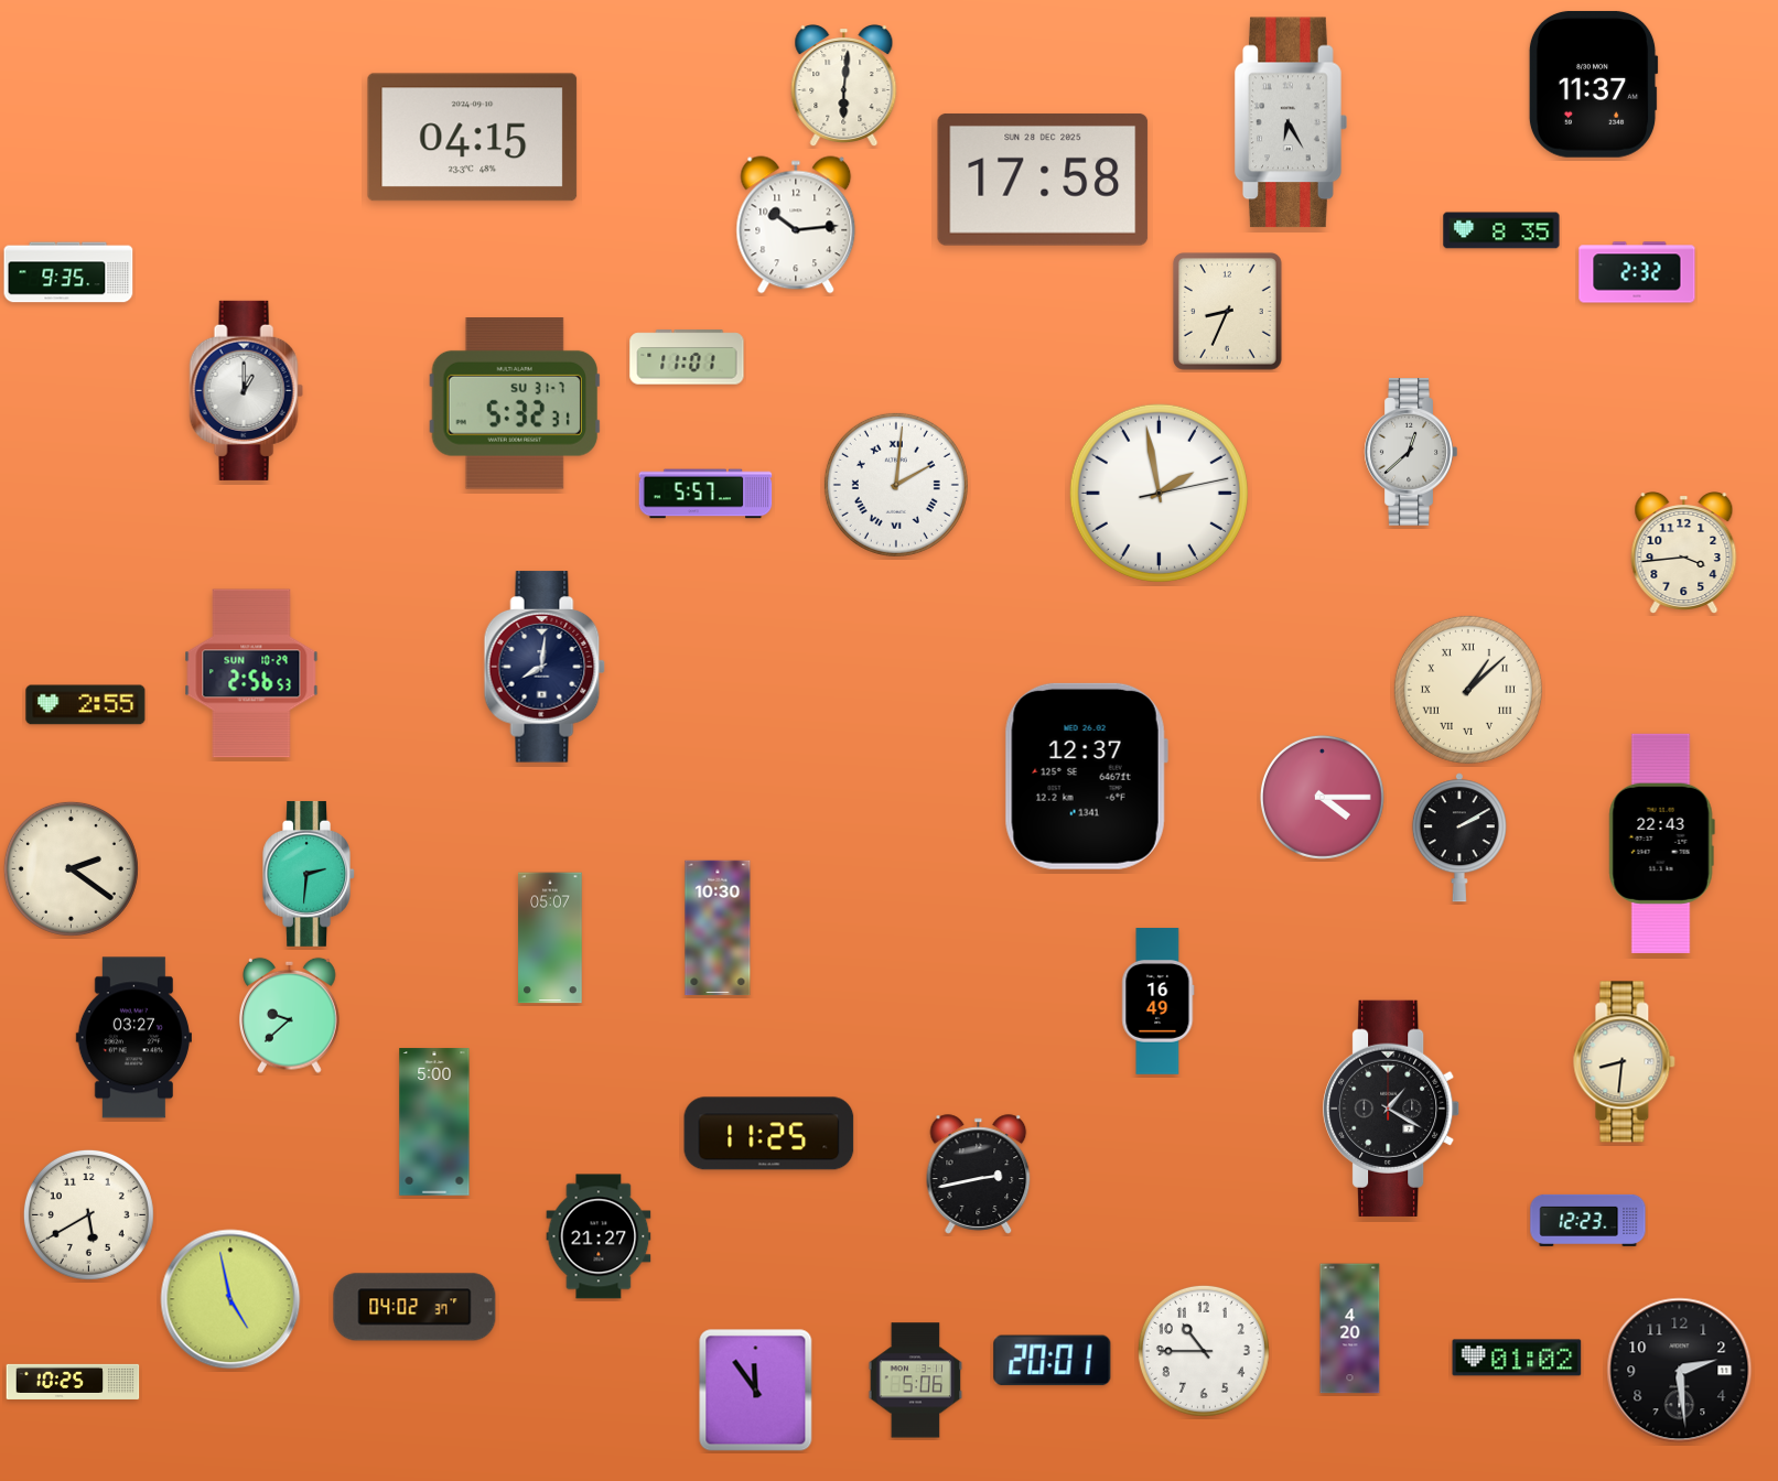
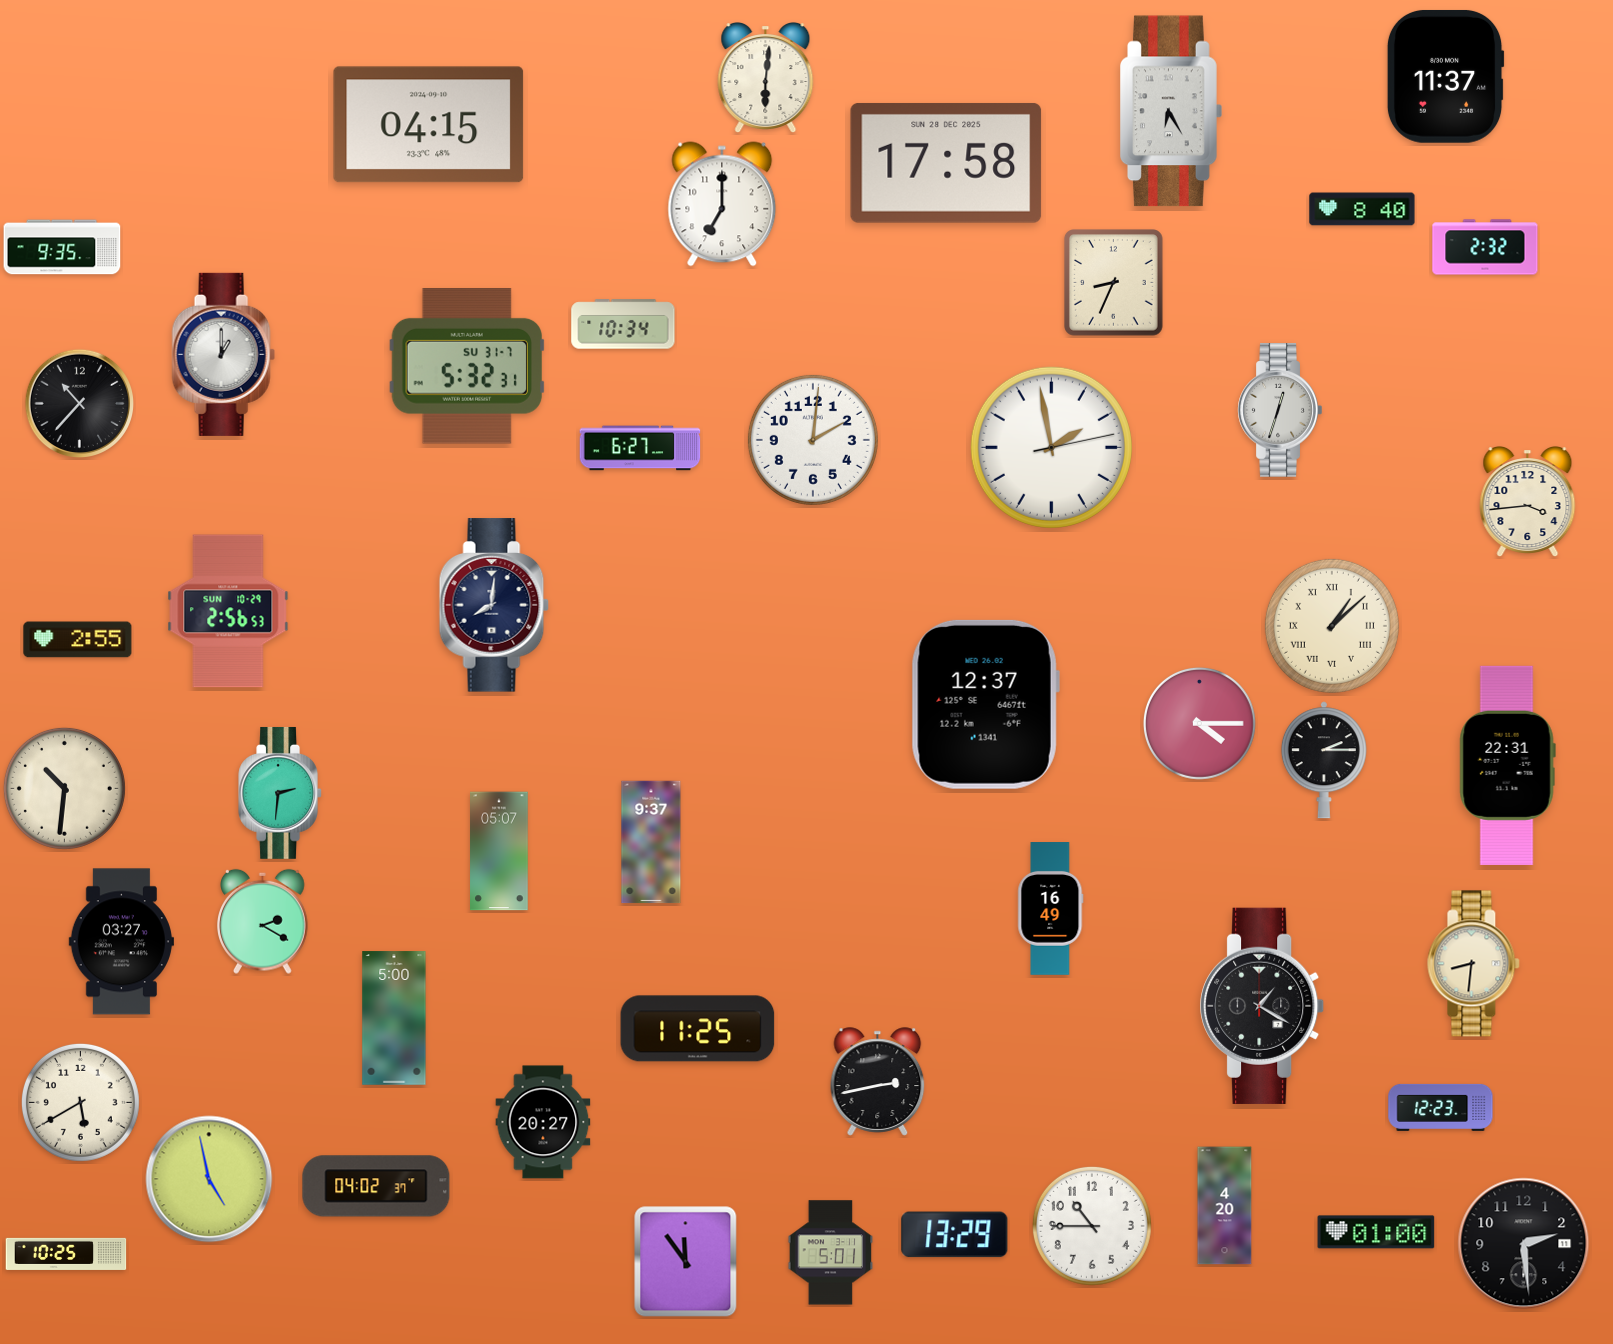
clock at (796, 225): 10:14 -> 7:00
clock at (1501, 230): 8:35 -> 8:40
clock at (687, 357): 11:01 -> 10:34
clock at (79, 403): none -> 10:37
clock at (1411, 452): 12:38 -> 12:33
clock at (896, 485) numerals: Roman -> Arabic
clock at (705, 494): 5:57 -> 6:27
clock at (1459, 837): 2:10 -> 2:15
clock at (1661, 843): 22:43 -> 22:31
clock at (71, 868): 2:21 -> 10:31
clock at (718, 928): 10:30 -> 9:37
clock at (290, 1015): 9:38 -> 2:20
clock at (979, 1175) position: (979, 1175) -> (878, 1082)
clock at (599, 1236): 21:27 -> 20:27
clock at (1517, 1358): 01:02 -> 01:00
clock at (1053, 1361): 20:01 -> 13:29
clock at (916, 1381): 5:06 -> 5:01
